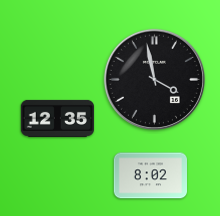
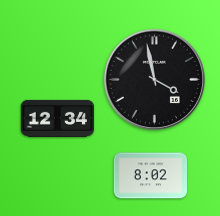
clock at (57, 118): 12:35 -> 12:34
